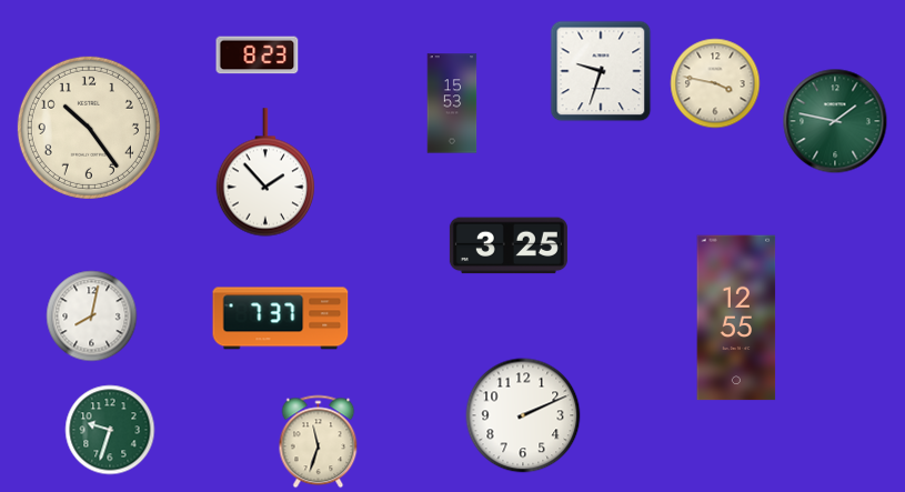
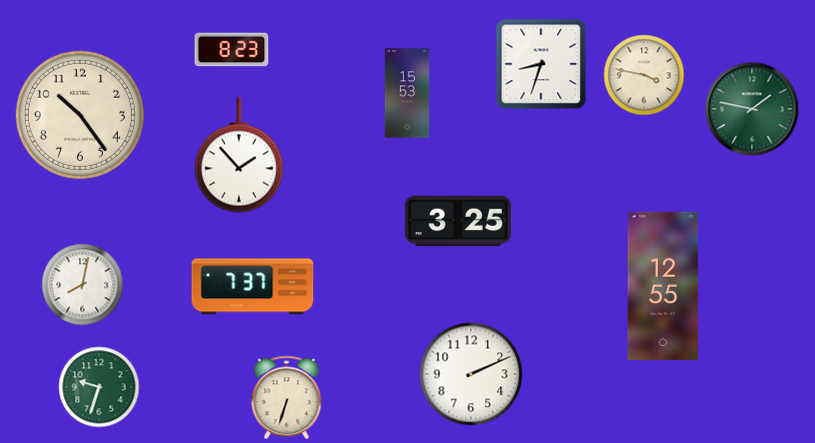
clock at (601, 71): 9:33 -> 8:33
clock at (319, 442): 11:33 -> 6:33
